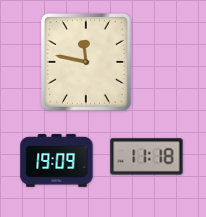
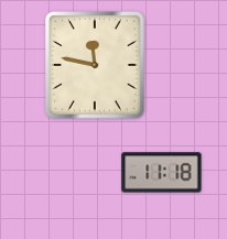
clock at (87, 63) position: (87, 63) -> (96, 66)
clock at (57, 161): 19:09 -> none
